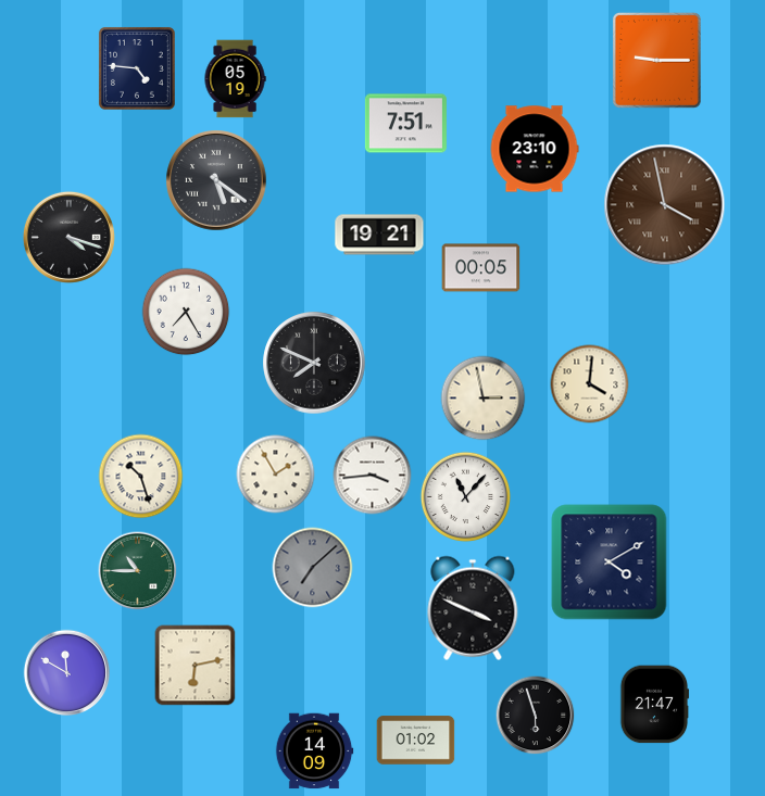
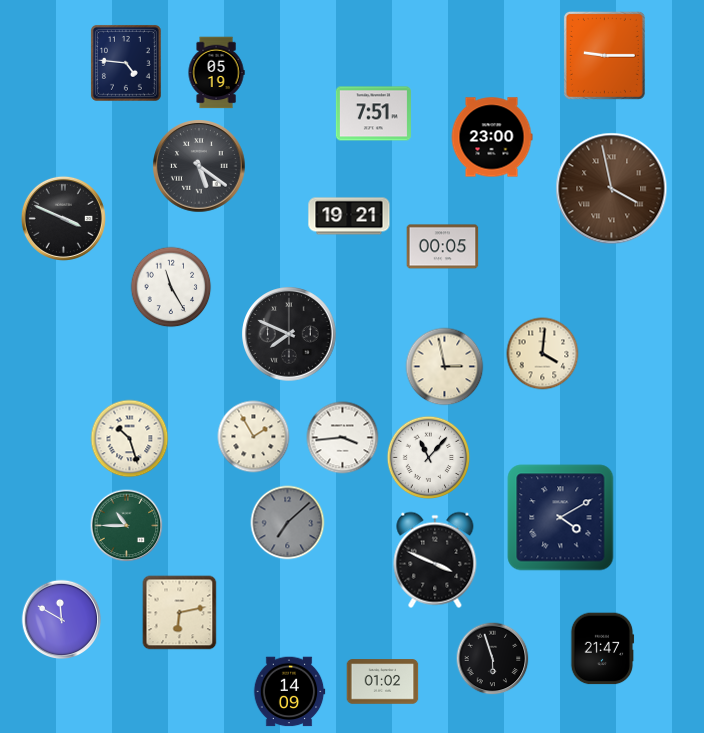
clock at (535, 149): 23:10 -> 23:00
clock at (68, 237): 4:18 -> 3:49
clock at (186, 312): 7:25 -> 11:25
